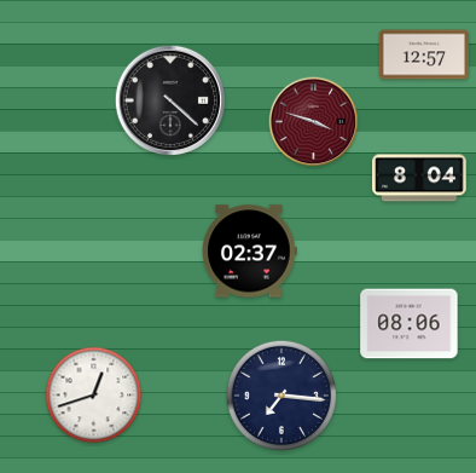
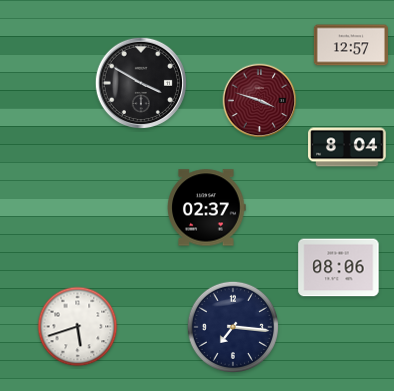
clock at (169, 99): 4:22 -> 3:50
clock at (94, 396): 12:42 -> 5:42
